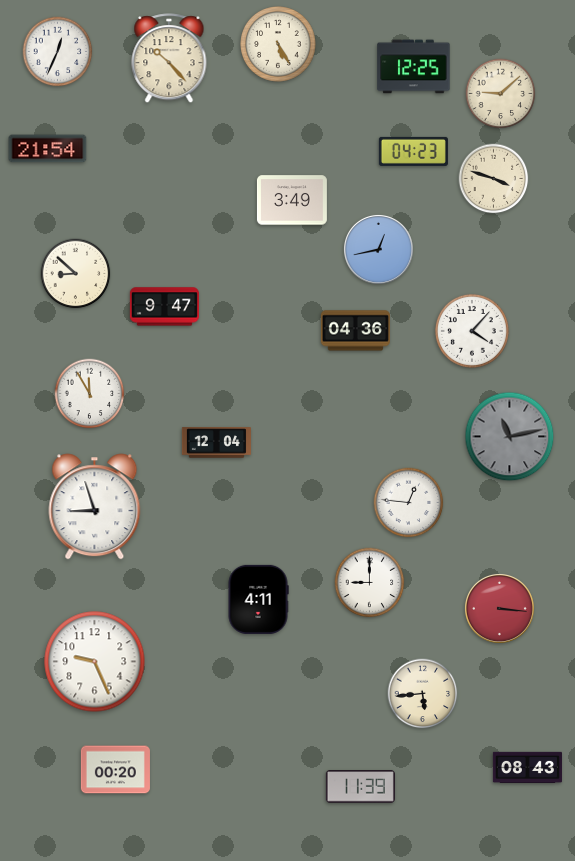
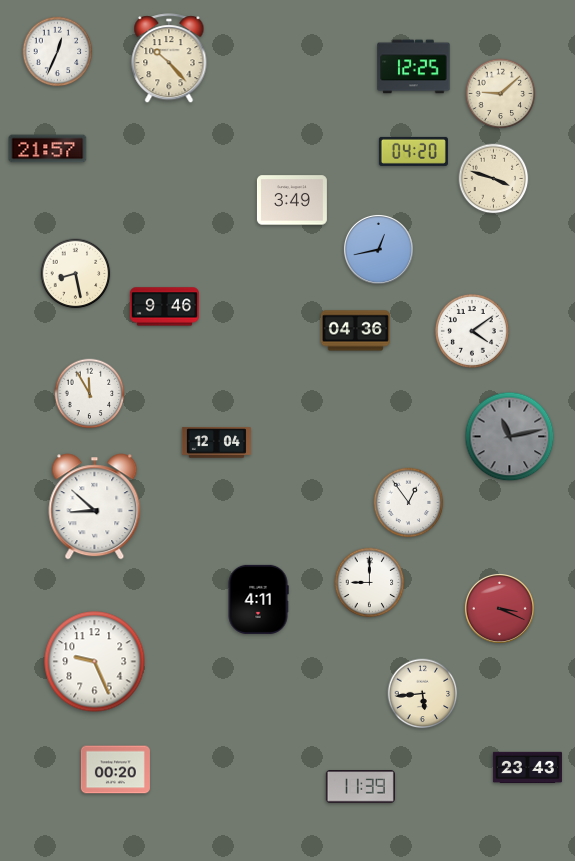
clock at (278, 44): 5:25 -> none
clock at (48, 149): 21:54 -> 21:57
clock at (413, 151): 04:23 -> 04:20
clock at (76, 274): 8:52 -> 8:28
clock at (164, 307): 9:47 -> 9:46
clock at (472, 331): 4:07 -> 4:09
clock at (409, 503): 12:46 -> 12:54
clock at (95, 507): 8:57 -> 8:52
clock at (499, 608): 3:16 -> 3:19
clock at (527, 768): 08:43 -> 23:43
